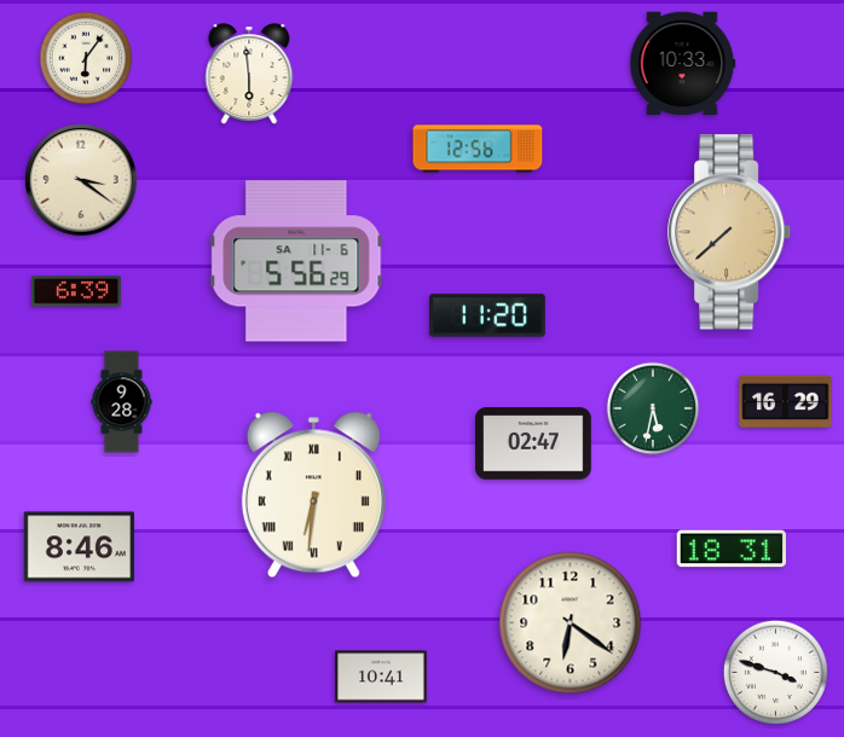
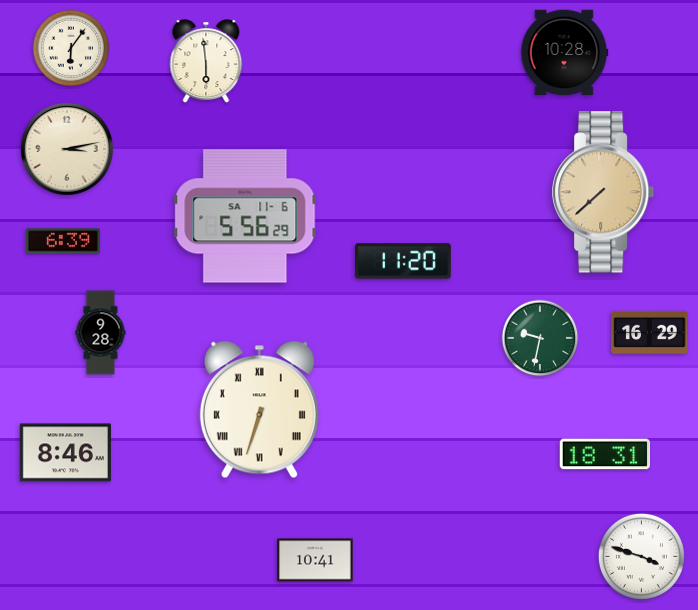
clock at (683, 64): 10:33 -> 10:28
clock at (478, 149): 12:56 -> none
clock at (81, 180): 3:21 -> 3:13
clock at (653, 408): 5:32 -> 9:32
clock at (533, 443): 02:47 -> none
clock at (313, 495): 6:31 -> 6:33
clock at (571, 623): 6:21 -> none
